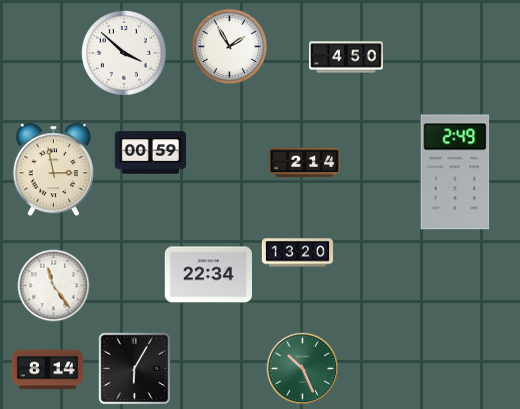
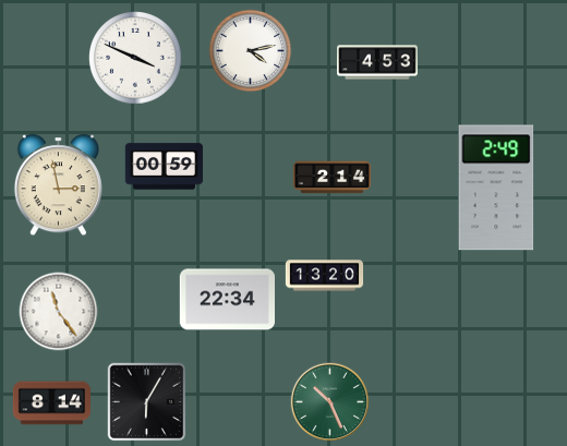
clock at (230, 47): 1:55 -> 4:13
clock at (124, 53): 3:52 -> 3:49
clock at (347, 57): 4:50 -> 4:53
